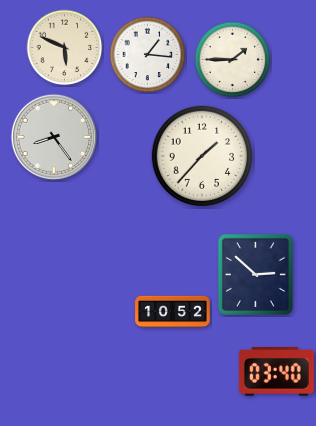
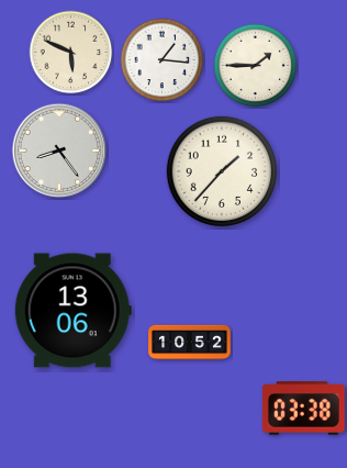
clock at (255, 274): 2:52 -> none
clock at (72, 311): none -> 13:06
clock at (277, 372): 03:40 -> 03:38
